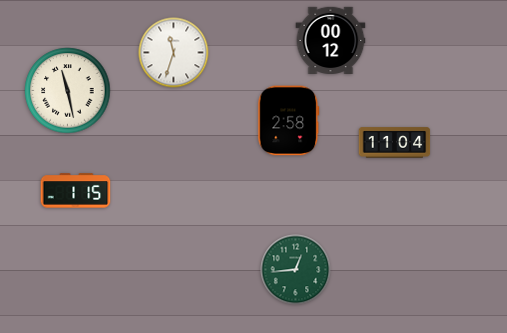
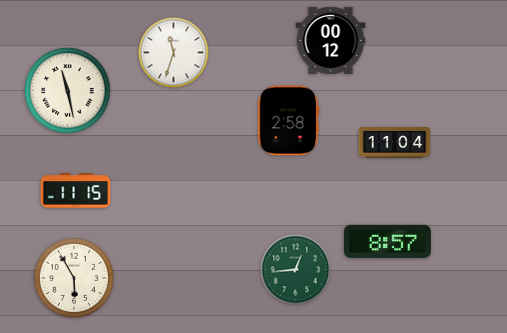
clock at (76, 191): 1:15 -> 11:15
clock at (387, 241): none -> 8:57
clock at (74, 278): none -> 5:55
